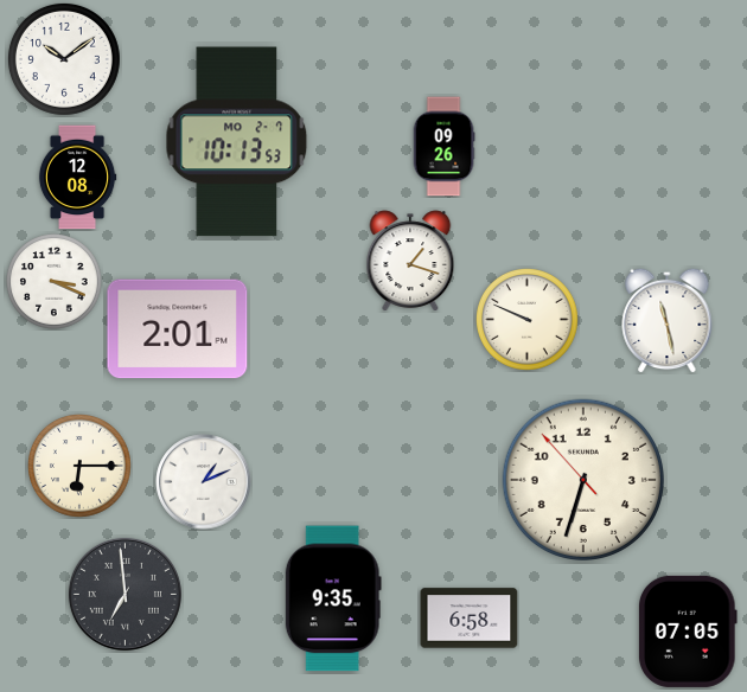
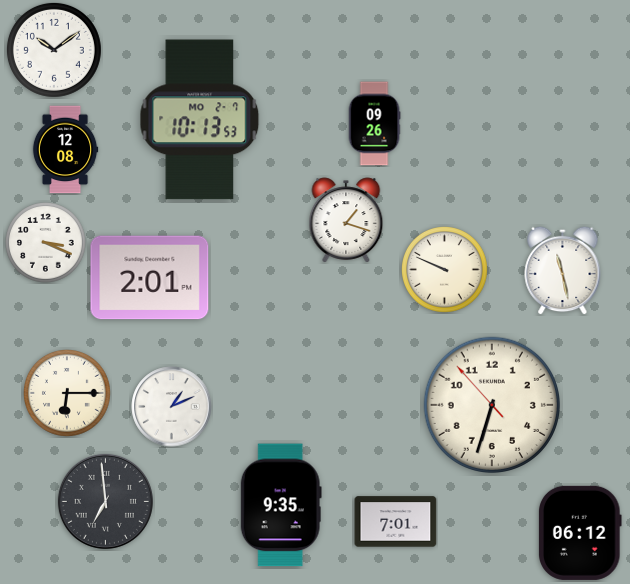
clock at (55, 282) position: (55, 282) -> (46, 243)
clock at (470, 619): 6:58 -> 7:01
clock at (688, 632): 07:05 -> 06:12
